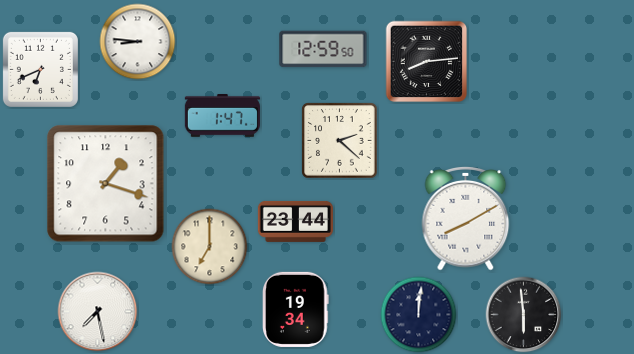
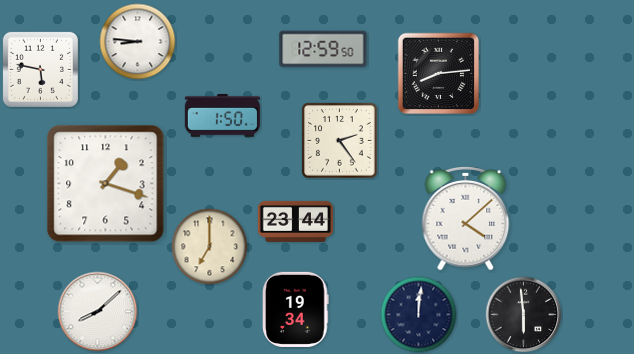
clock at (427, 62) position: (427, 62) -> (439, 74)
clock at (40, 69): 6:41 -> 5:47
clock at (222, 116): 1:47 -> 1:50
clock at (340, 141): 2:22 -> 2:24
clock at (466, 219): 8:10 -> 4:08
clock at (98, 312): 7:28 -> 8:08
